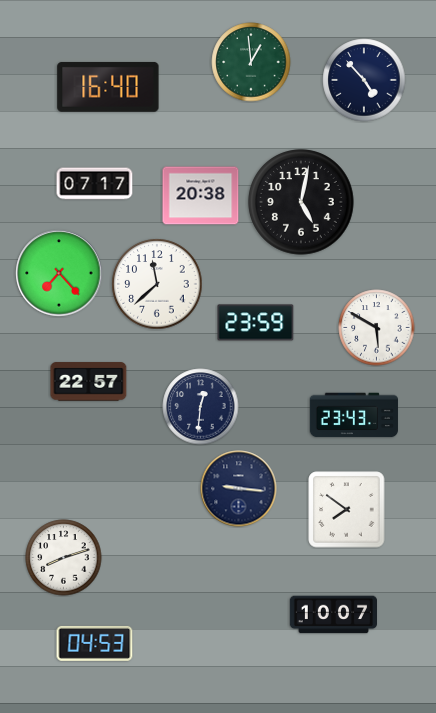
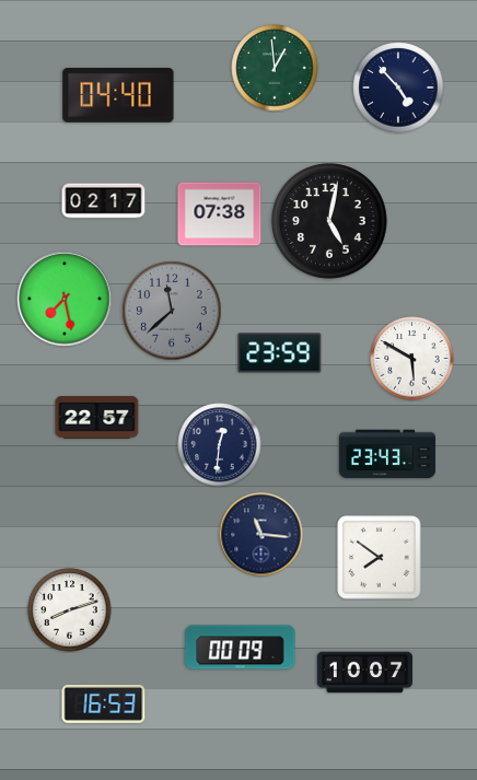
clock at (108, 87): 16:40 -> 04:40
clock at (95, 184): 07:17 -> 02:17
clock at (201, 196): 20:38 -> 07:38
clock at (59, 273): 7:23 -> 7:28
clock at (157, 284) dial: white -> grey
clock at (239, 489): 9:16 -> 11:16
clock at (241, 648): none -> 00:09
clock at (95, 643): 04:53 -> 16:53
